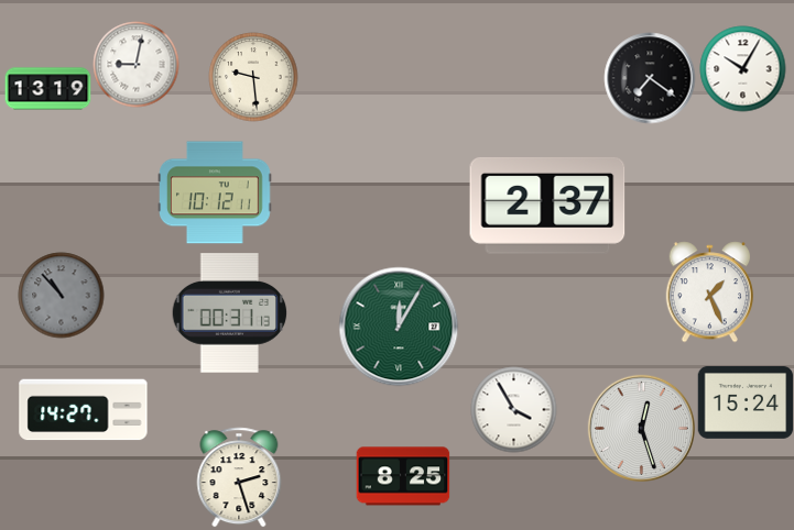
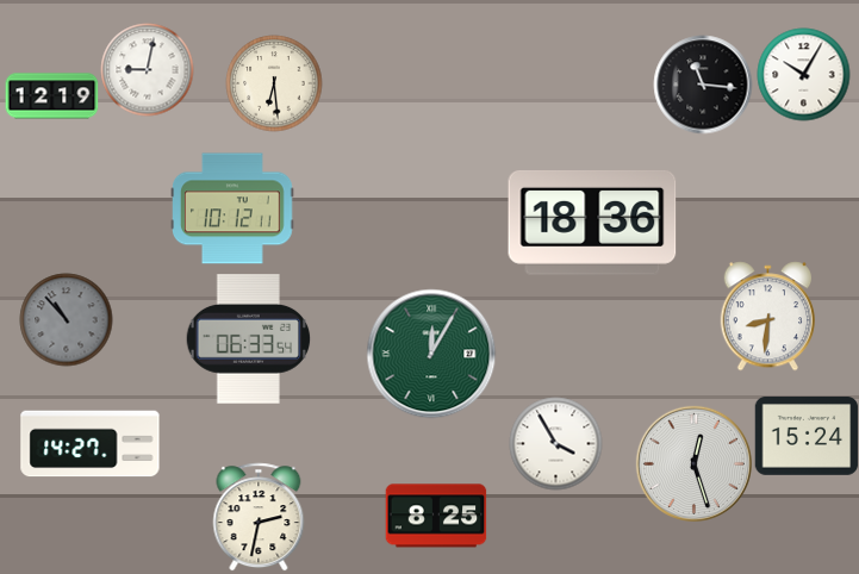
clock at (253, 77): 9:29 -> 6:29
clock at (650, 78): 7:21 -> 11:16
clock at (47, 89): 13:19 -> 12:19
clock at (547, 206): 2:37 -> 18:36
clock at (709, 291): 1:26 -> 8:31
clock at (230, 313): 00:31 -> 06:33
clock at (239, 477): 2:27 -> 2:32
